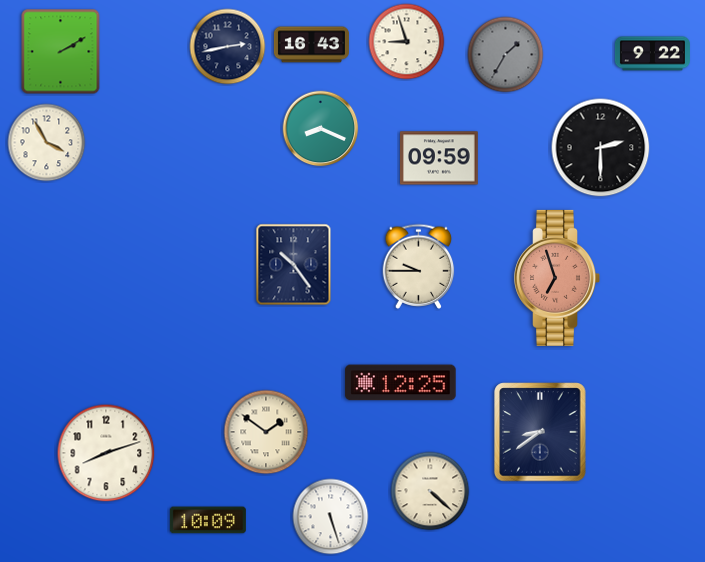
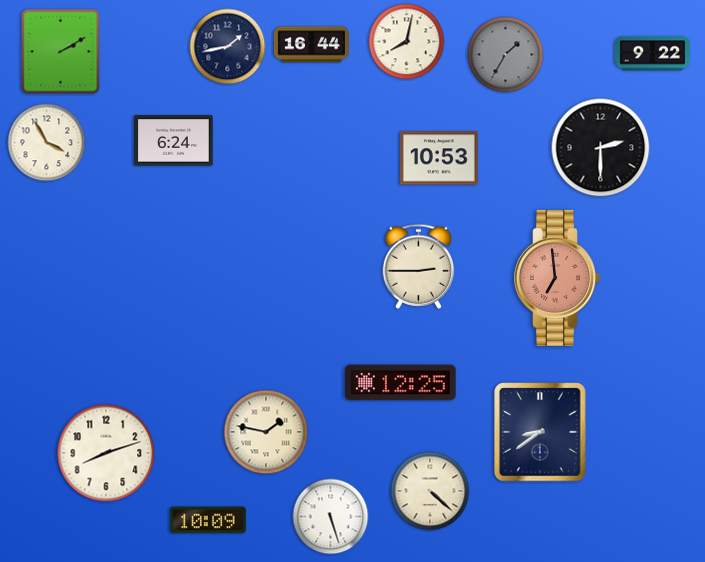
clock at (407, 42): 8:57 -> 8:02
clock at (311, 45): 16:43 -> 16:44
clock at (228, 47): 2:43 -> 1:43
clock at (321, 129): 8:19 -> none
clock at (174, 141): none -> 6:24
clock at (440, 158): 09:59 -> 10:53
clock at (294, 265): 10:24 -> none
clock at (419, 266): 9:45 -> 2:45
clock at (557, 278): 6:57 -> 6:59
clock at (266, 432): 1:51 -> 1:47
